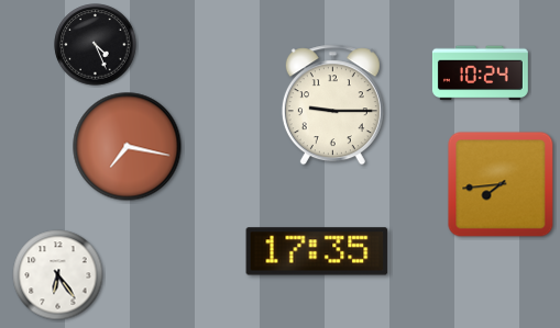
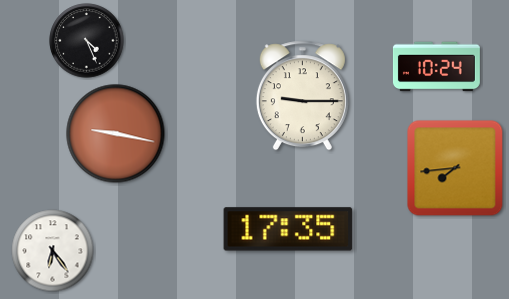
clock at (128, 147): 7:17 -> 9:17
